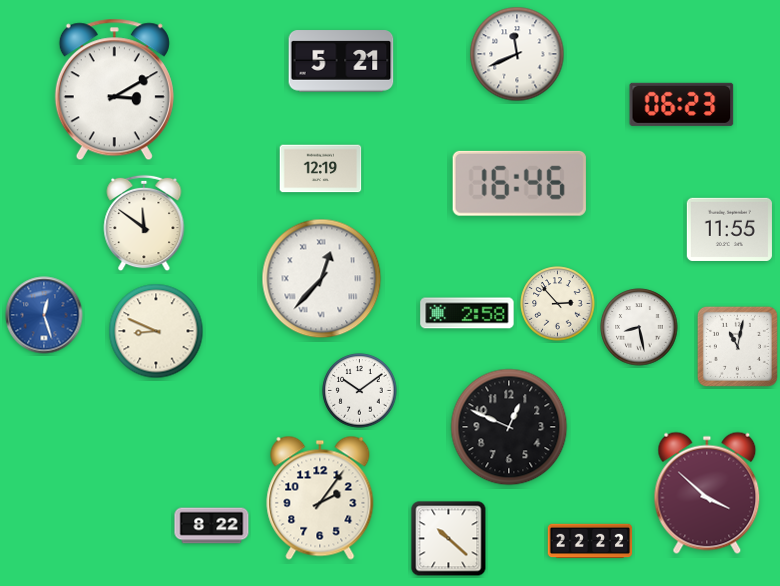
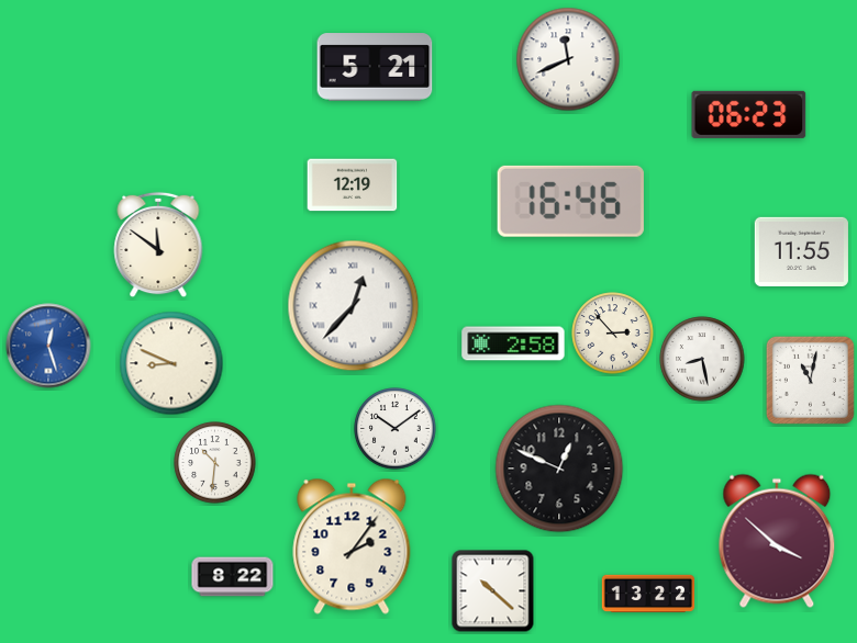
clock at (114, 90): 3:10 -> none
clock at (215, 463): none -> 10:31
clock at (590, 541): 22:22 -> 13:22
